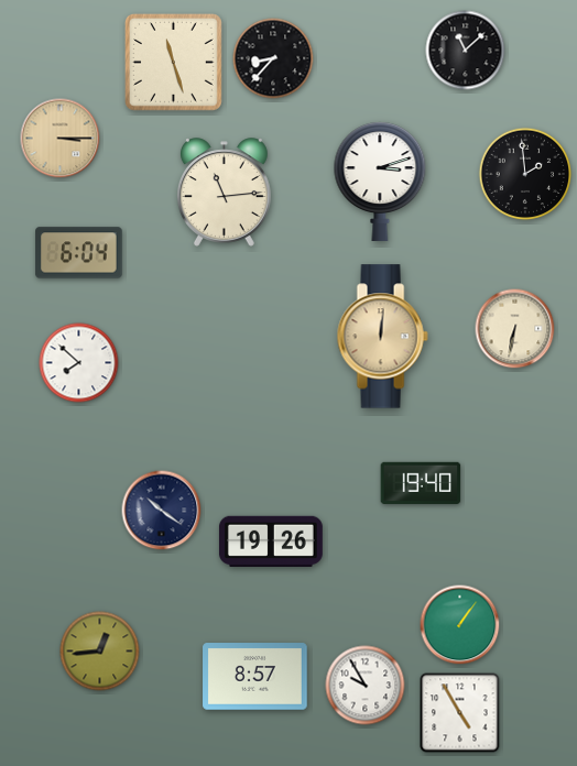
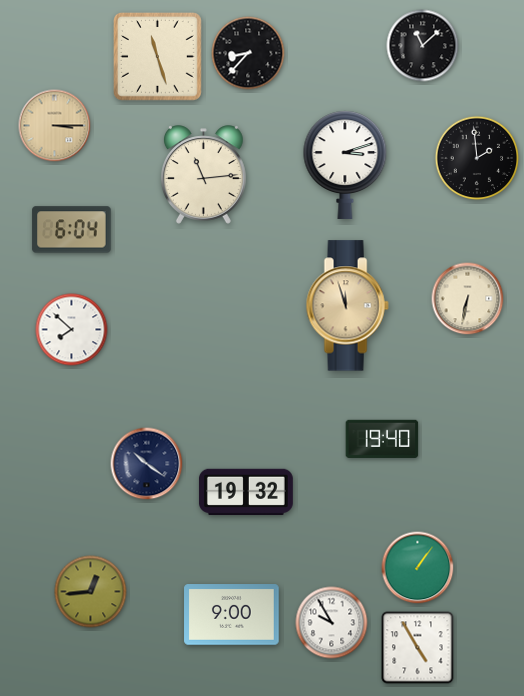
clock at (382, 337): 12:01 -> 11:57
clock at (271, 540): 19:26 -> 19:32
clock at (255, 677): 8:57 -> 9:00
